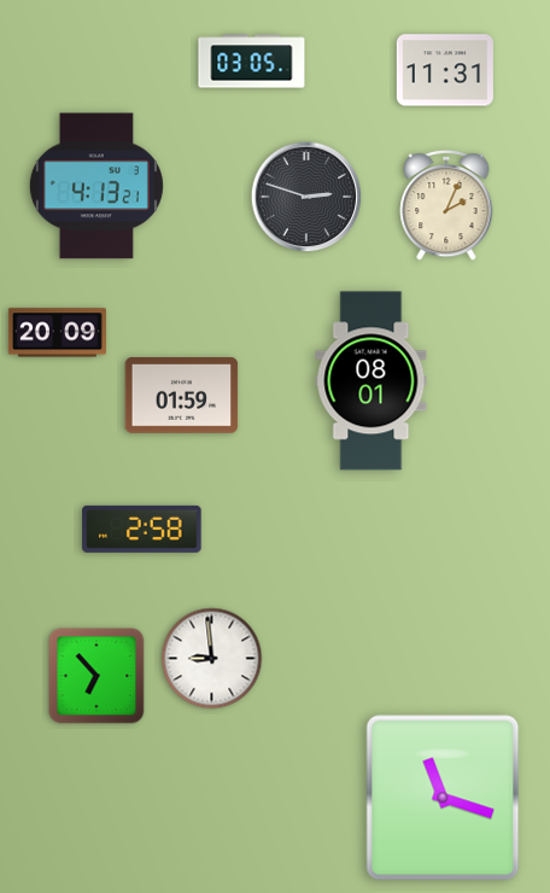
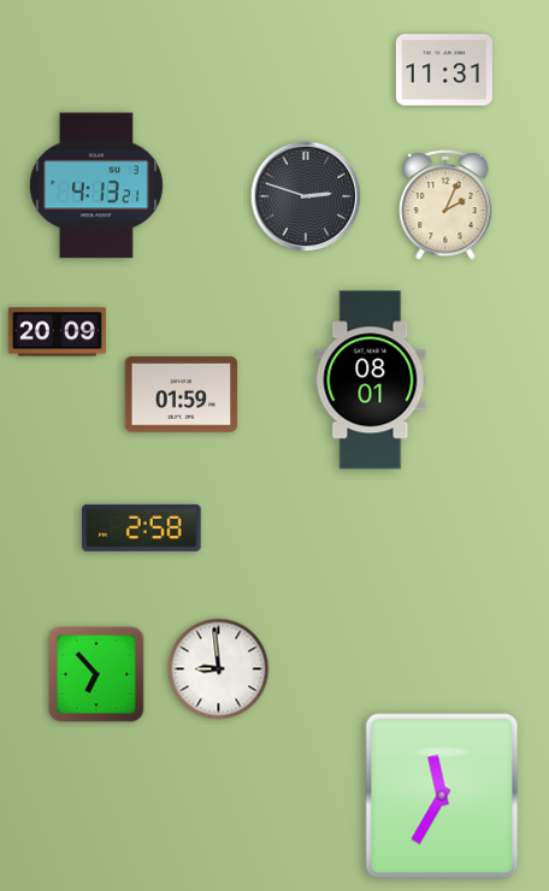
clock at (252, 62): 03:05 -> none
clock at (212, 659) position: (212, 659) -> (219, 669)
clock at (443, 798): 11:18 -> 11:35
